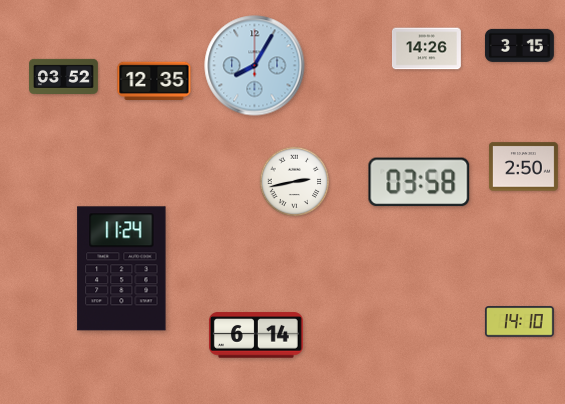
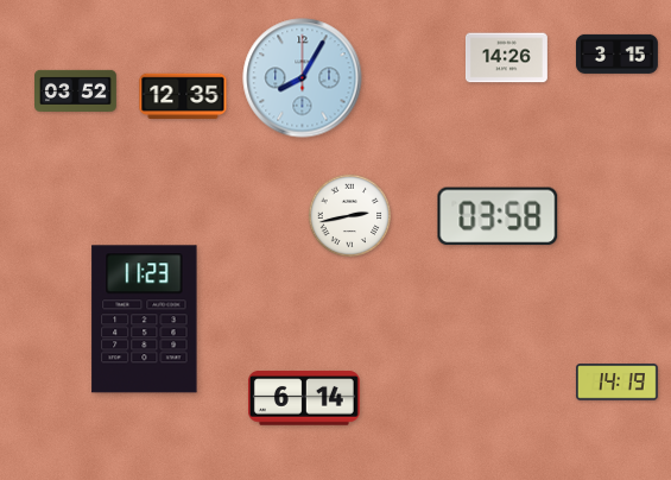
clock at (523, 167): 2:50 -> none
clock at (122, 269): 11:24 -> 11:23
clock at (519, 322): 14:10 -> 14:19
